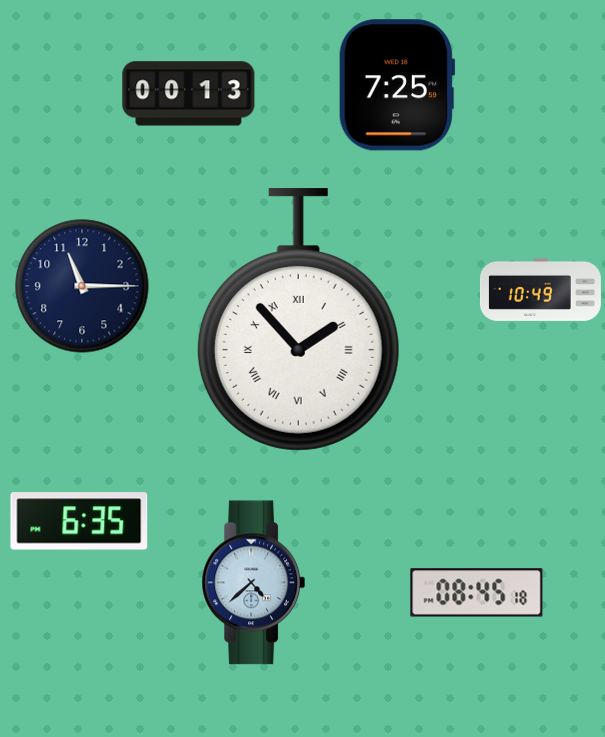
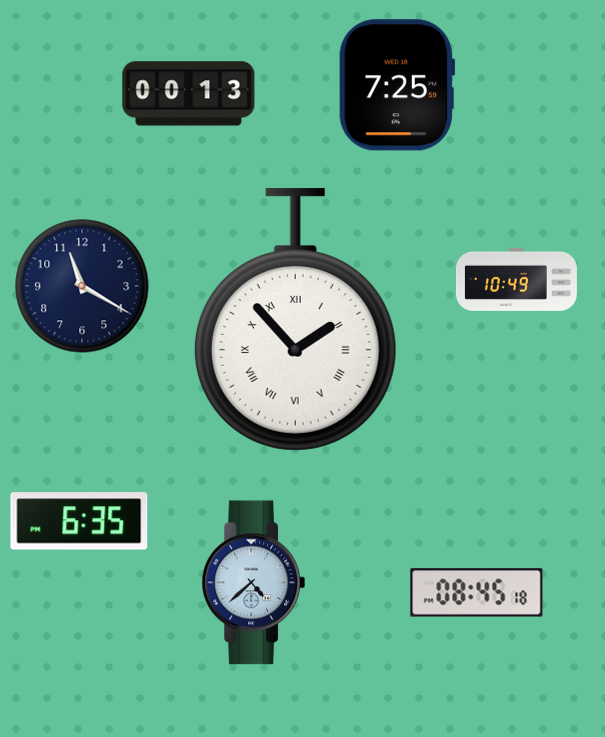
clock at (82, 286): 11:15 -> 11:20
clock at (540, 289) position: (540, 289) -> (516, 279)
clock at (298, 320) position: (298, 320) -> (295, 320)
